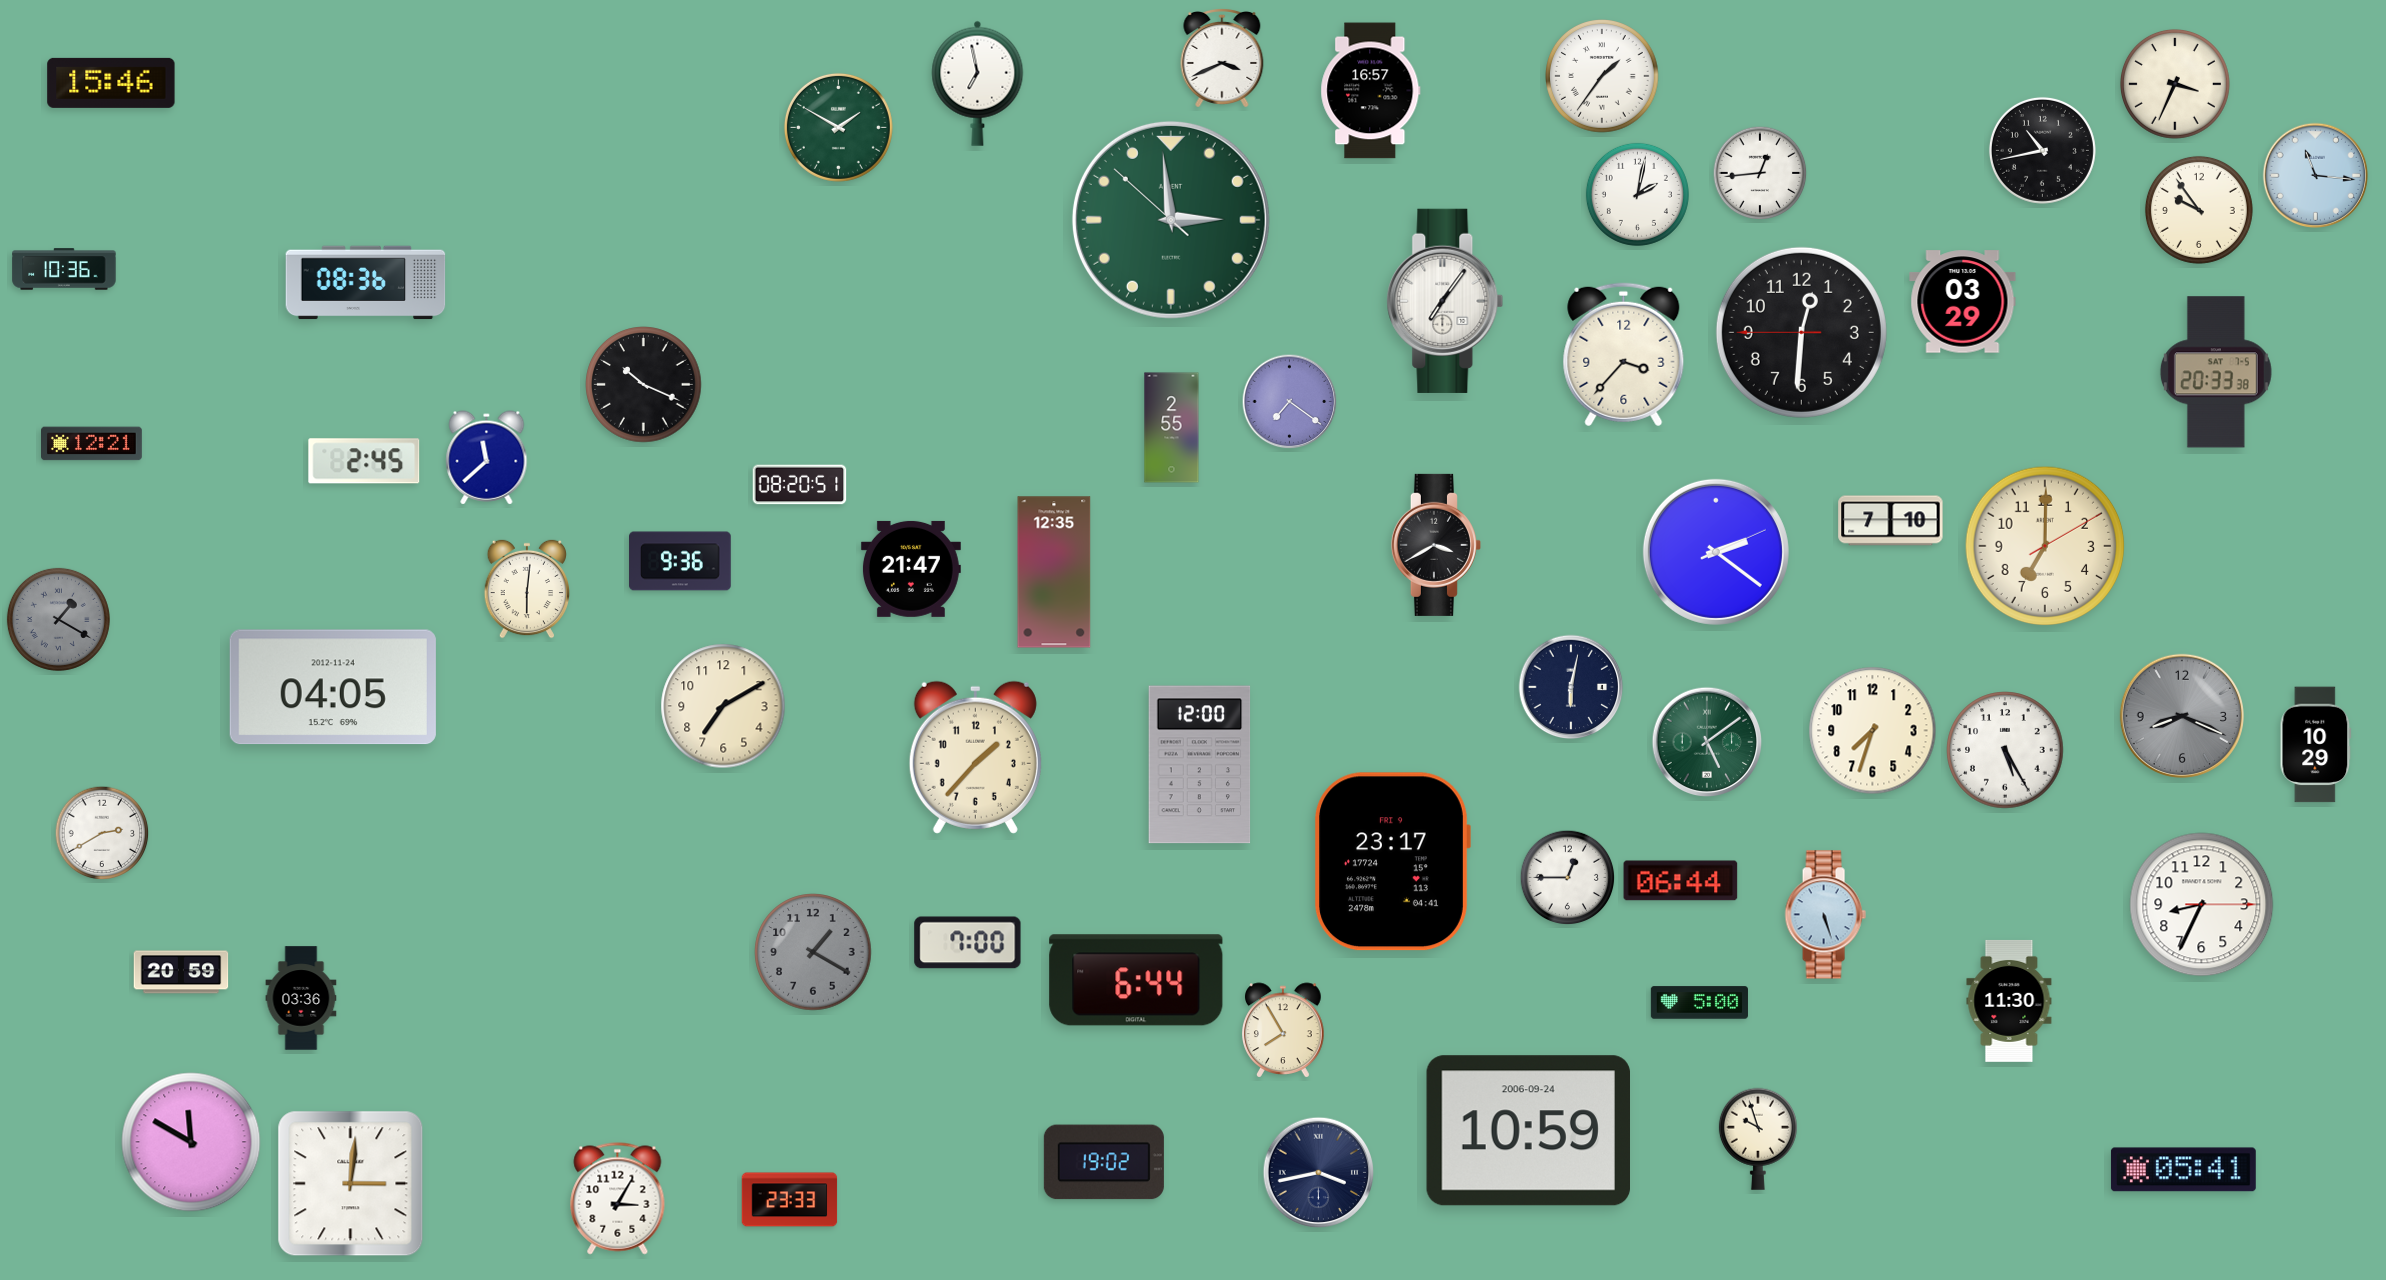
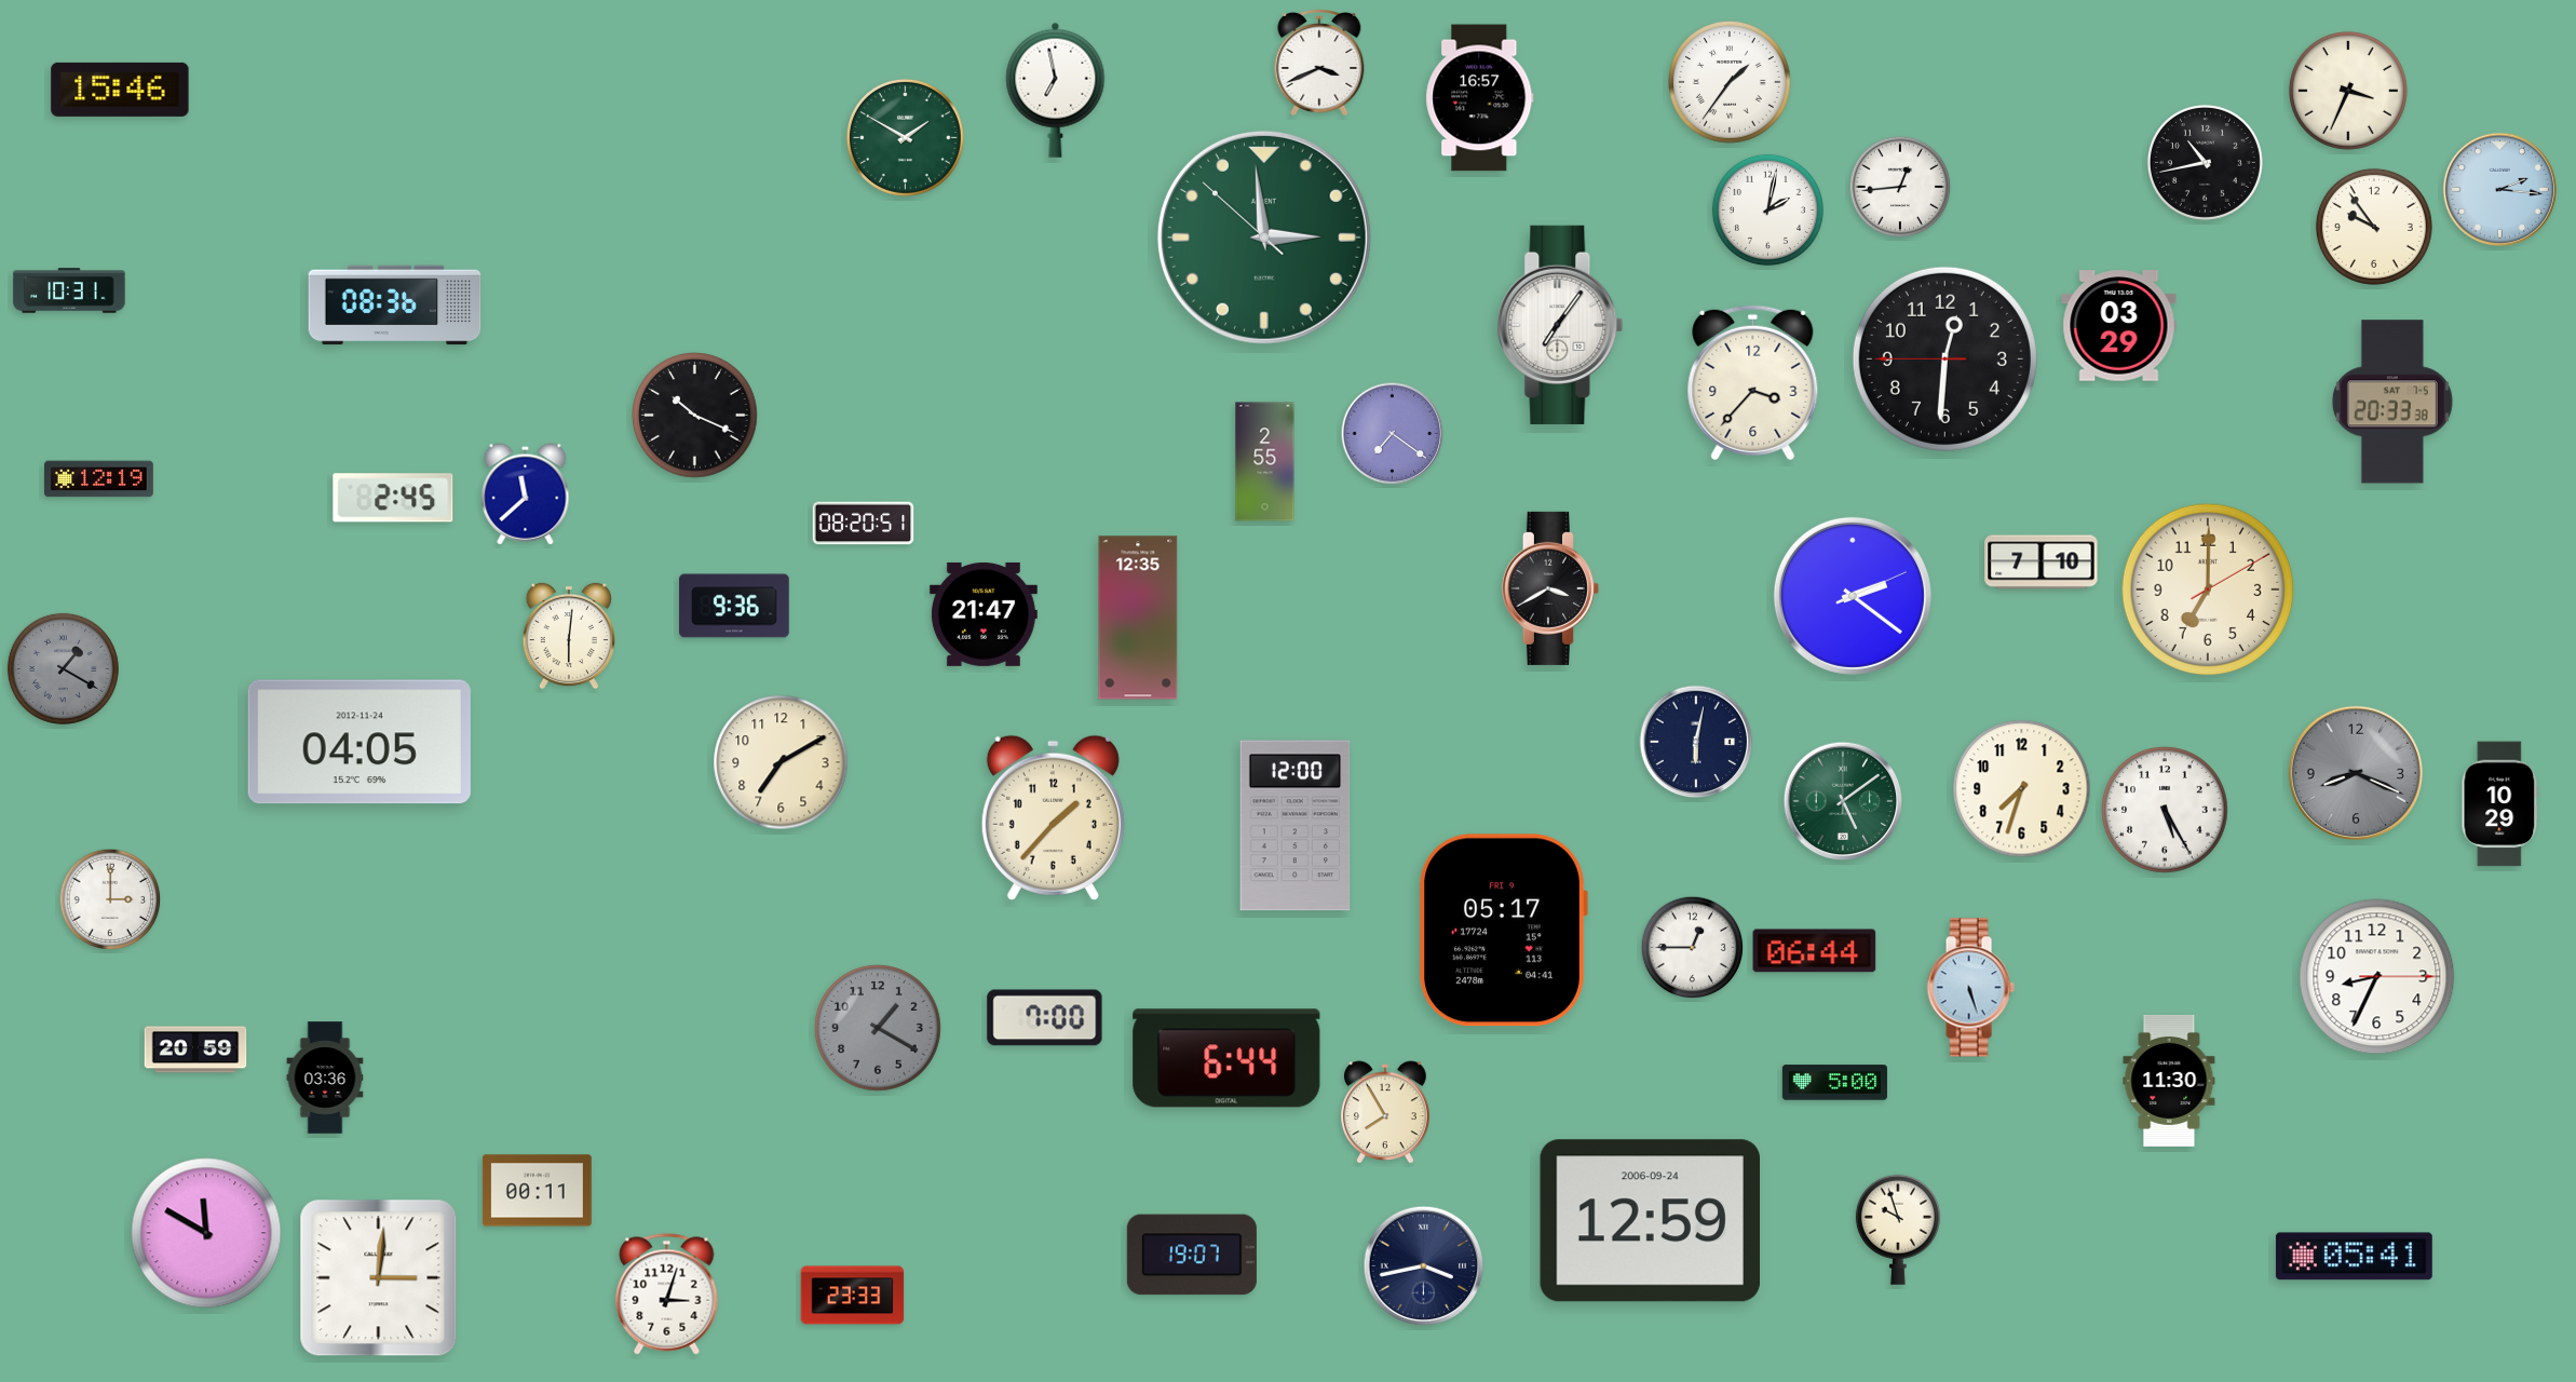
clock at (2316, 176): 11:16 -> 2:16
clock at (64, 269): 10:36 -> 10:31
clock at (92, 444): 12:21 -> 12:19
clock at (102, 833): 2:40 -> 3:00
clock at (1393, 862): 23:17 -> 05:17
clock at (537, 1191): none -> 00:11
clock at (1528, 1131): 10:59 -> 12:59
clock at (1104, 1162): 19:02 -> 19:07
clock at (2183, 1170) position: (2183, 1170) -> (2354, 1257)
clock at (618, 1199): 3:05 -> 3:03
